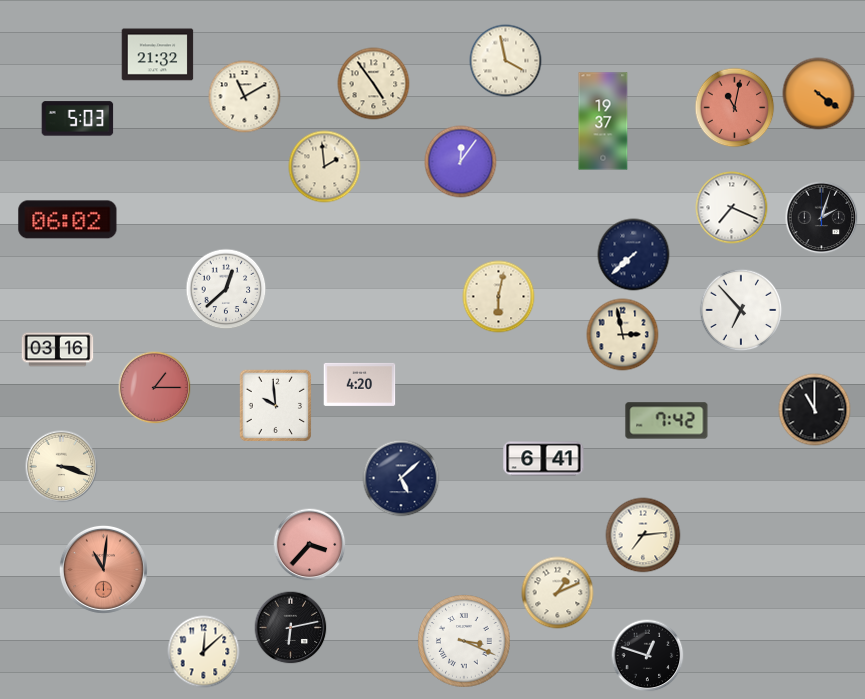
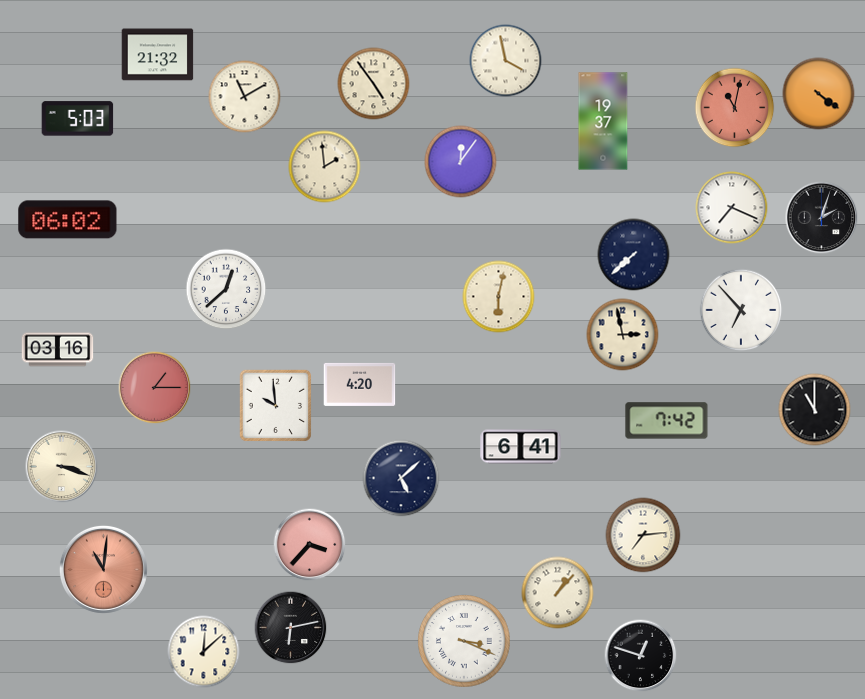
clock at (544, 459) position: (544, 459) -> (521, 447)
clock at (558, 593): 1:11 -> 1:07
clock at (648, 656) position: (648, 656) -> (641, 656)
